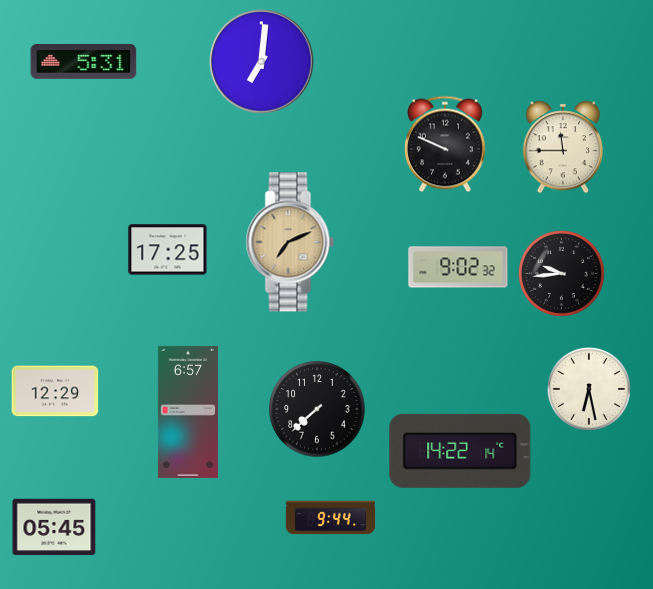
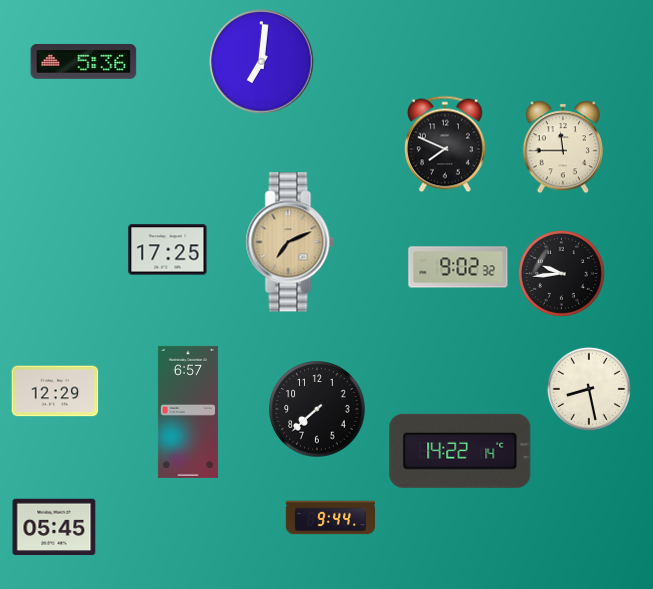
clock at (84, 62): 5:31 -> 5:36
clock at (445, 144): 9:49 -> 7:49
clock at (589, 389): 6:28 -> 8:28
